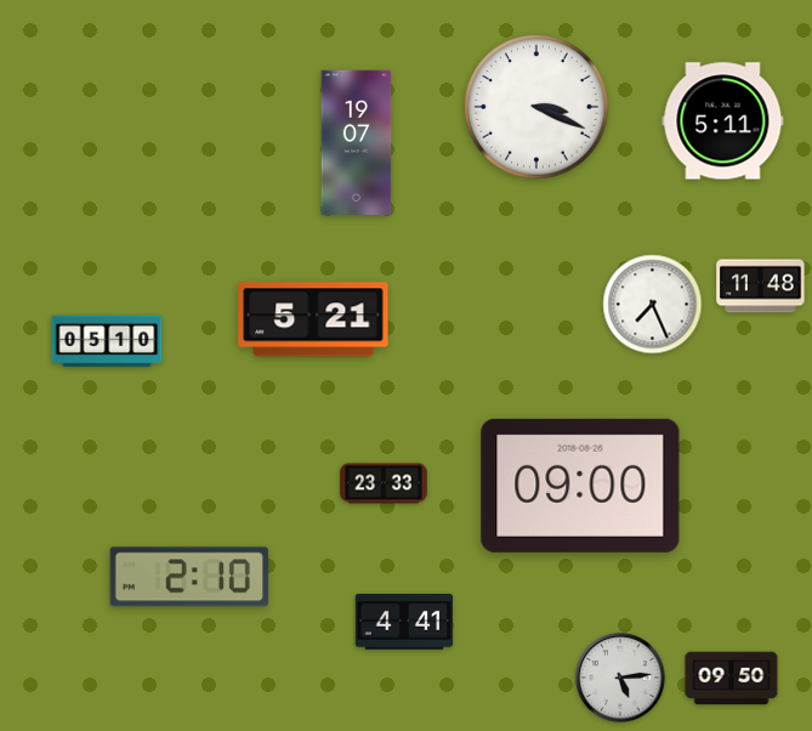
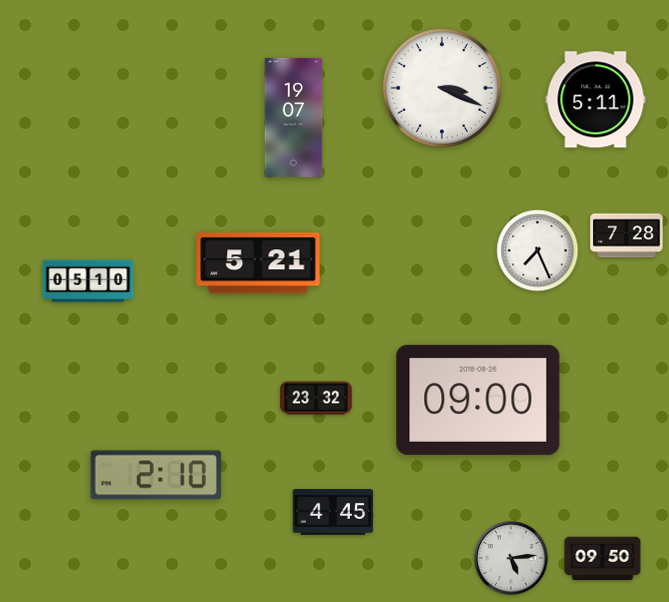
clock at (761, 287): 11:48 -> 7:28
clock at (384, 483): 23:33 -> 23:32
clock at (404, 623): 4:41 -> 4:45
